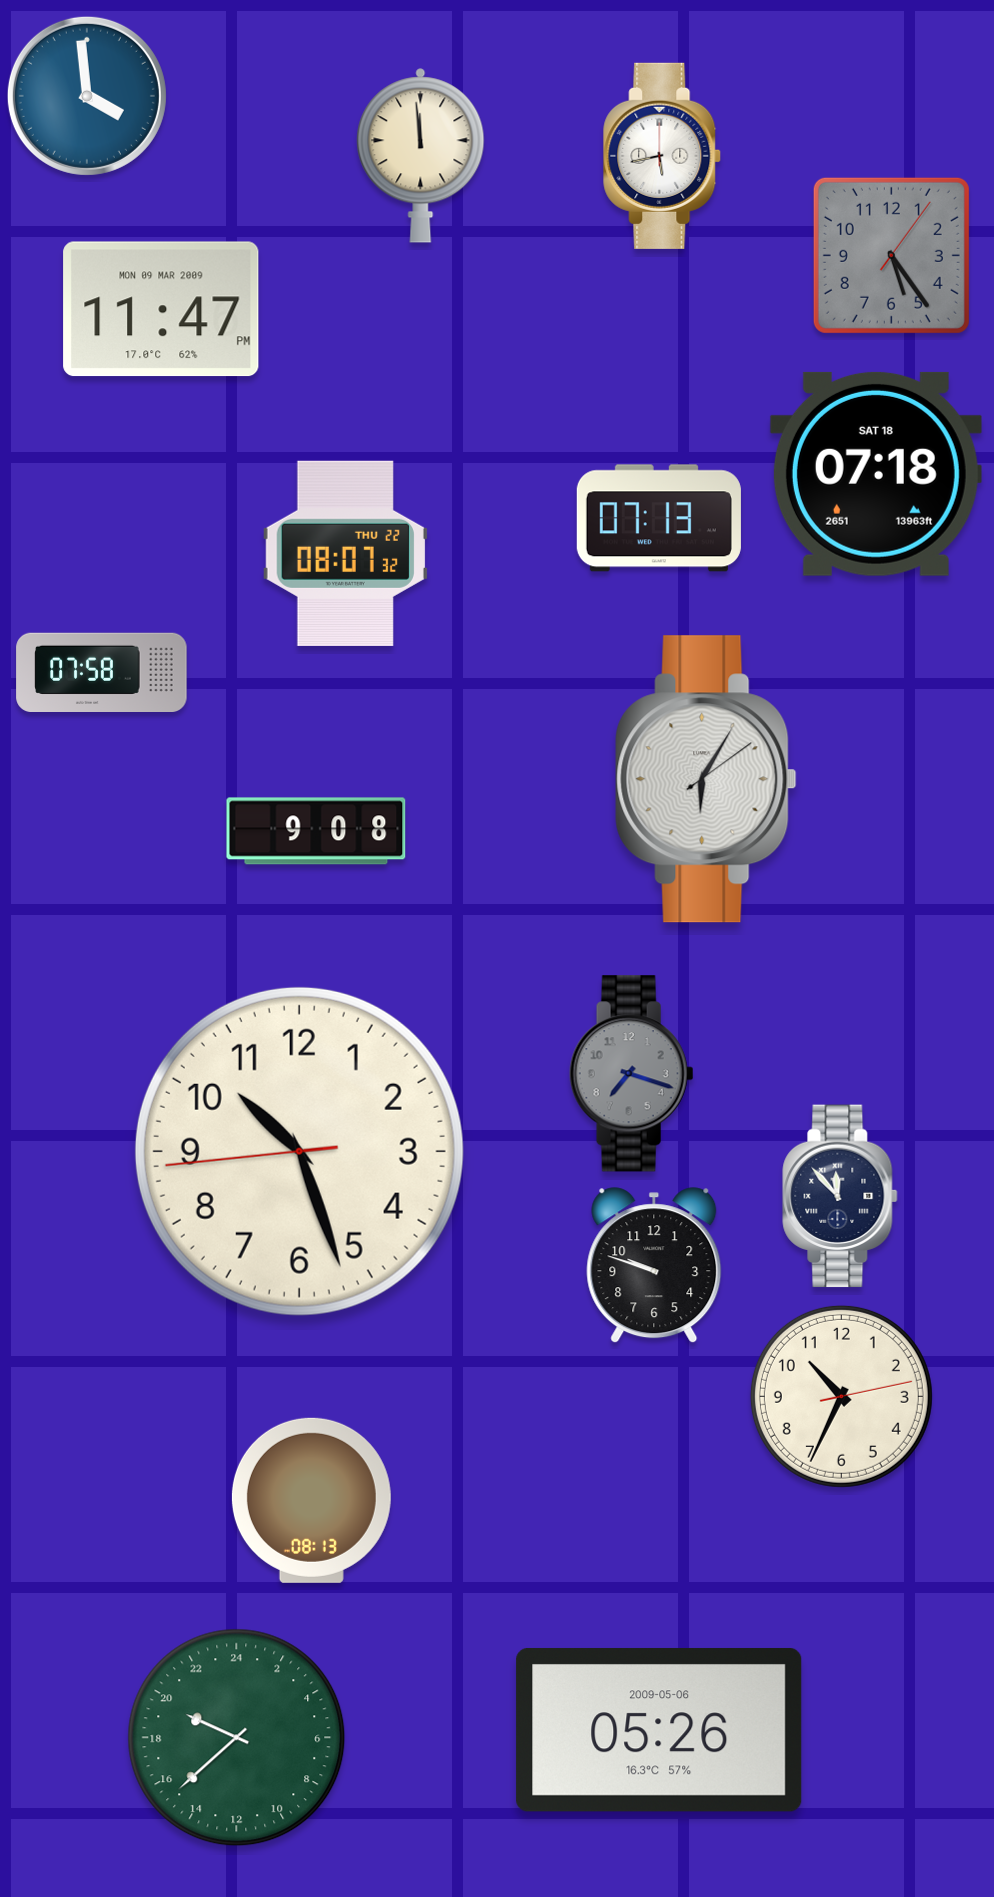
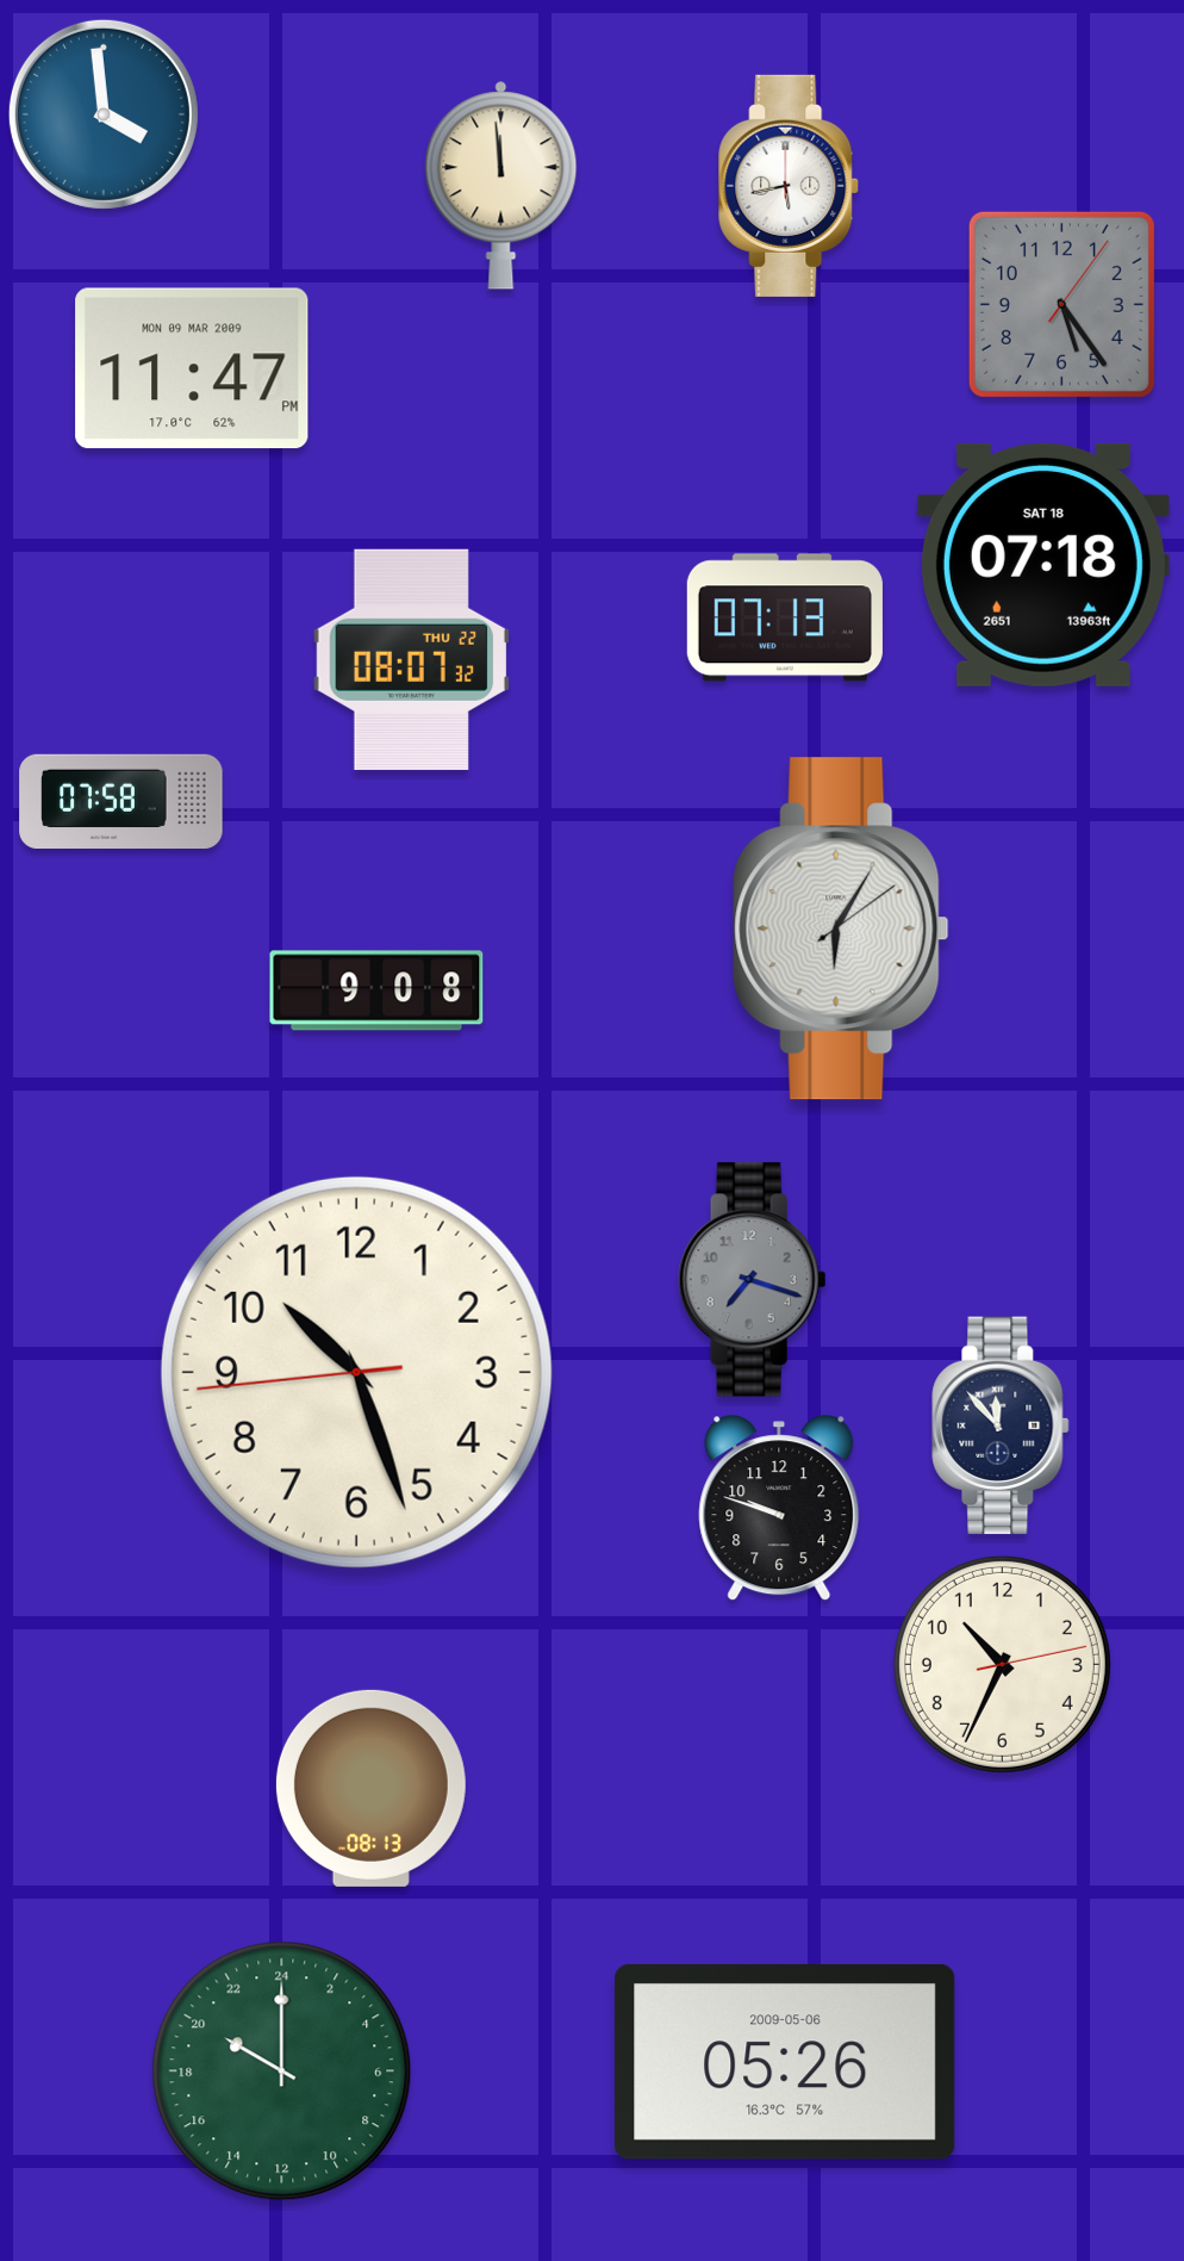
clock at (237, 1738): 19:38 -> 20:00
